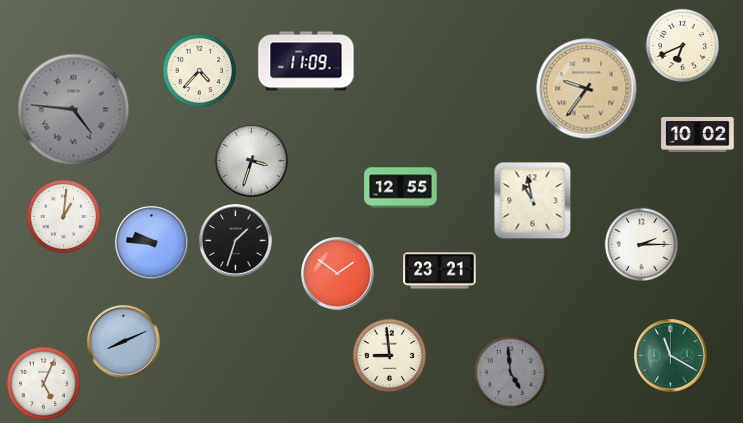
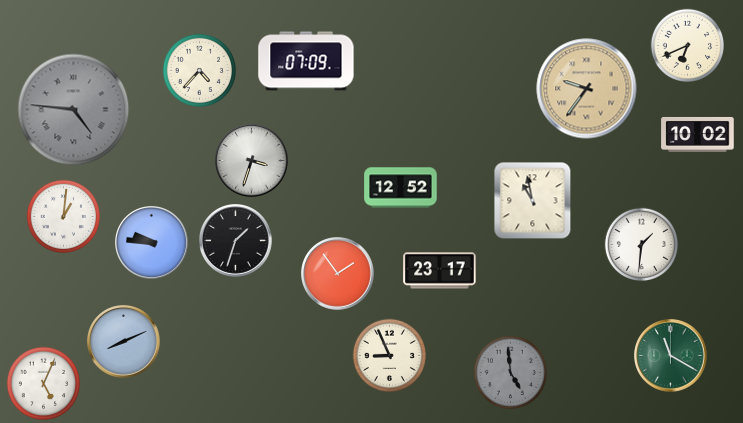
clock at (682, 45) position: (682, 45) -> (687, 45)
clock at (306, 61): 11:09 -> 07:09
clock at (401, 188): 12:55 -> 12:52
clock at (641, 244): 2:15 -> 1:31
clock at (440, 271): 23:21 -> 23:17
clock at (338, 274): 1:51 -> 1:54
clock at (389, 355): 8:59 -> 8:56
